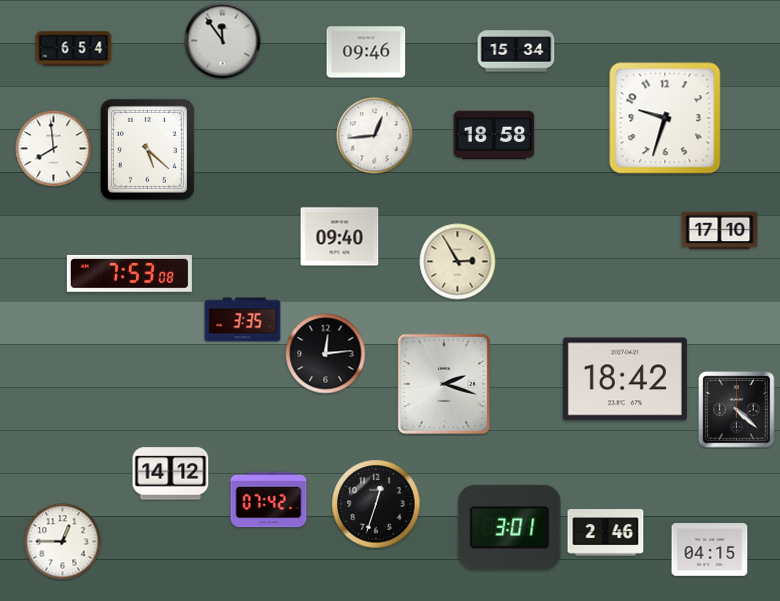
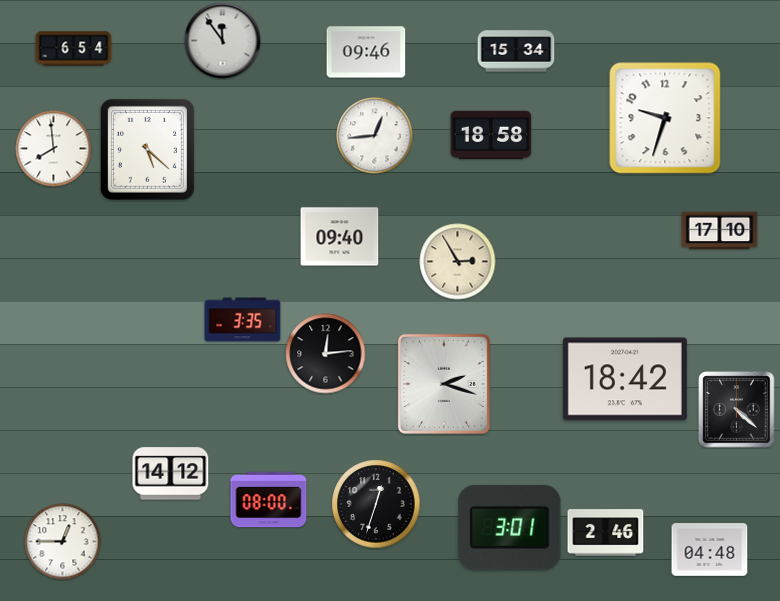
clock at (494, 135) position: (494, 135) -> (491, 135)
clock at (129, 273): 7:53 -> none
clock at (269, 500): 07:42 -> 08:00
clock at (710, 550): 04:15 -> 04:48
